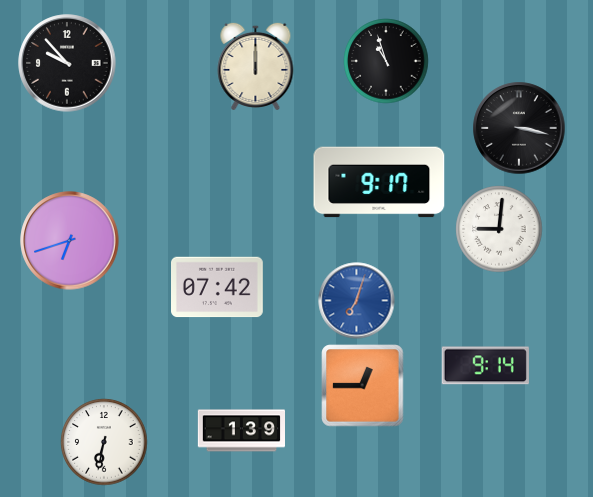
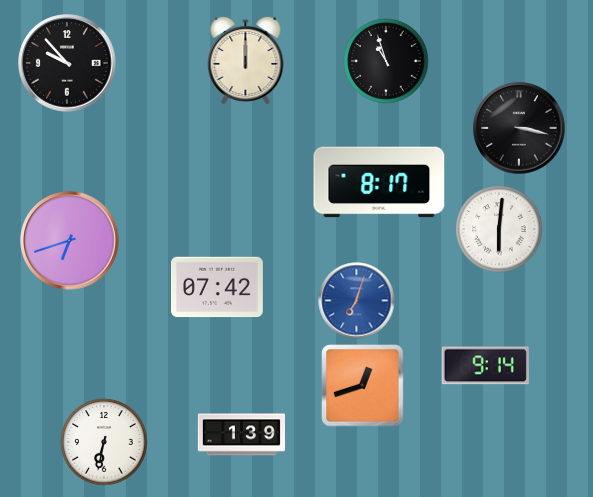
clock at (256, 65) position: (256, 65) -> (246, 59)
clock at (379, 182): 9:17 -> 8:17
clock at (499, 229): 9:01 -> 6:01
clock at (363, 386): 12:45 -> 12:42
clock at (241, 431) position: (241, 431) -> (241, 435)
